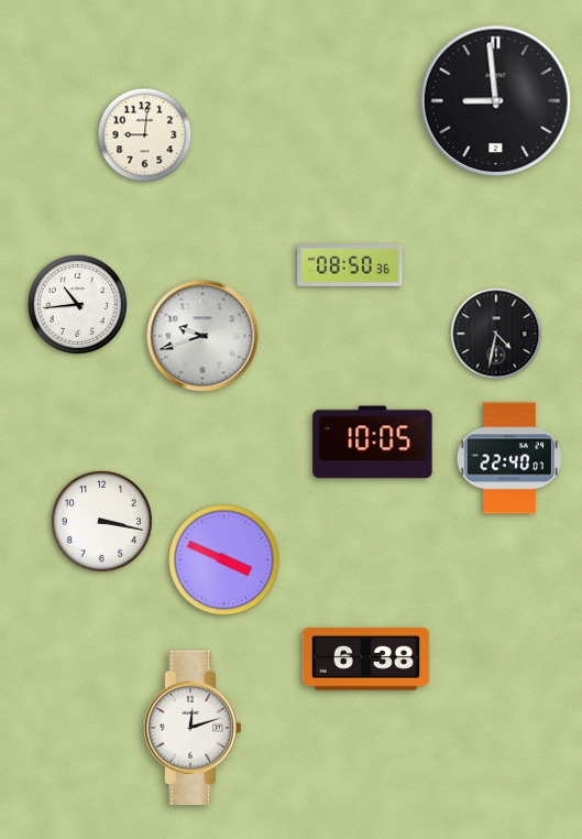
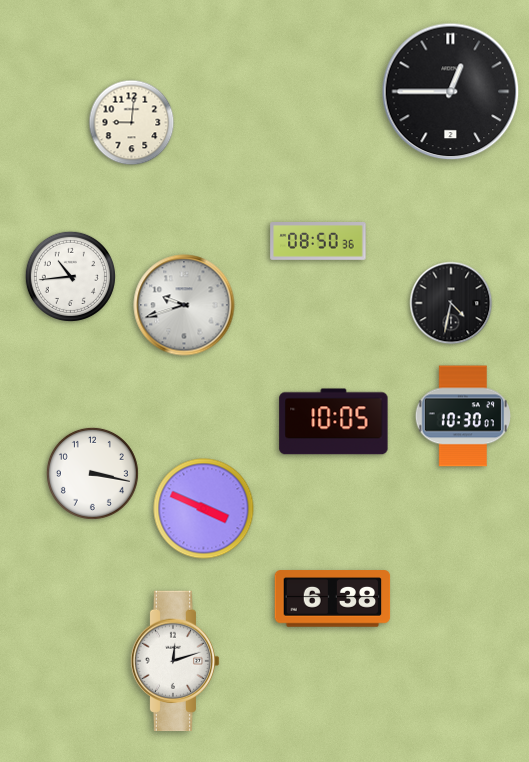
clock at (496, 101): 8:59 -> 12:45
clock at (373, 443) position: (373, 443) -> (334, 422)
clock at (508, 458): 22:40 -> 10:30
